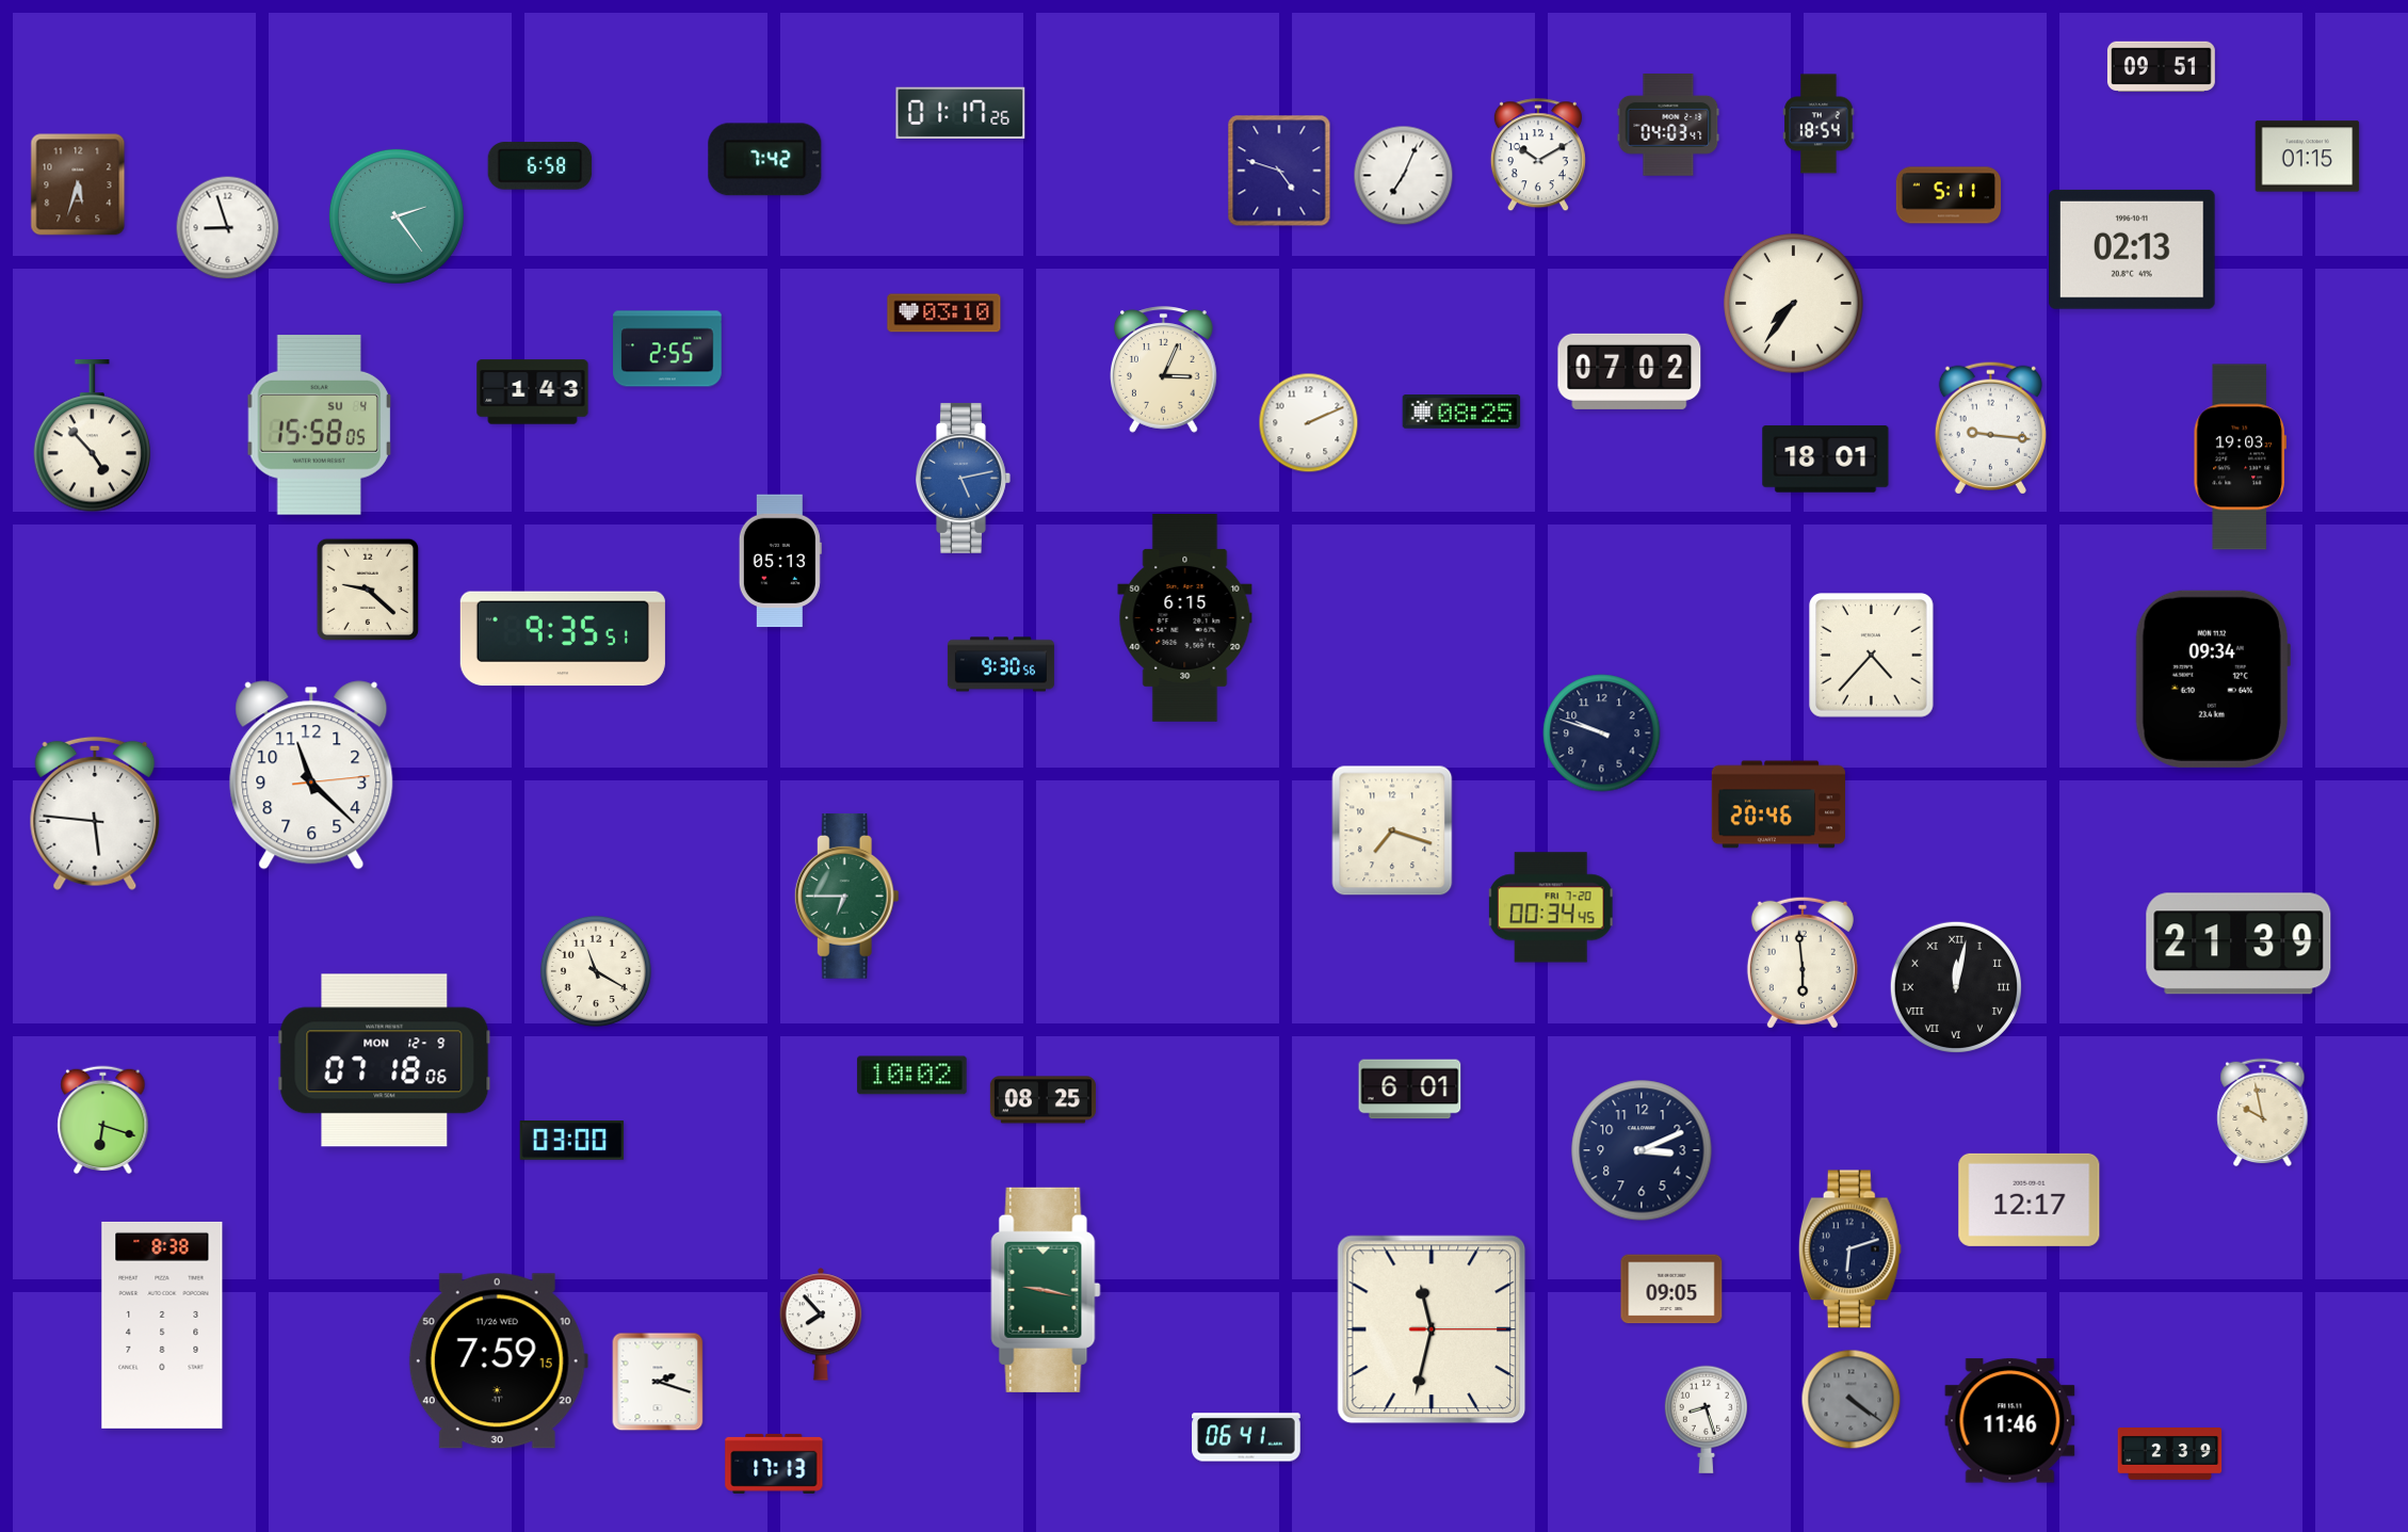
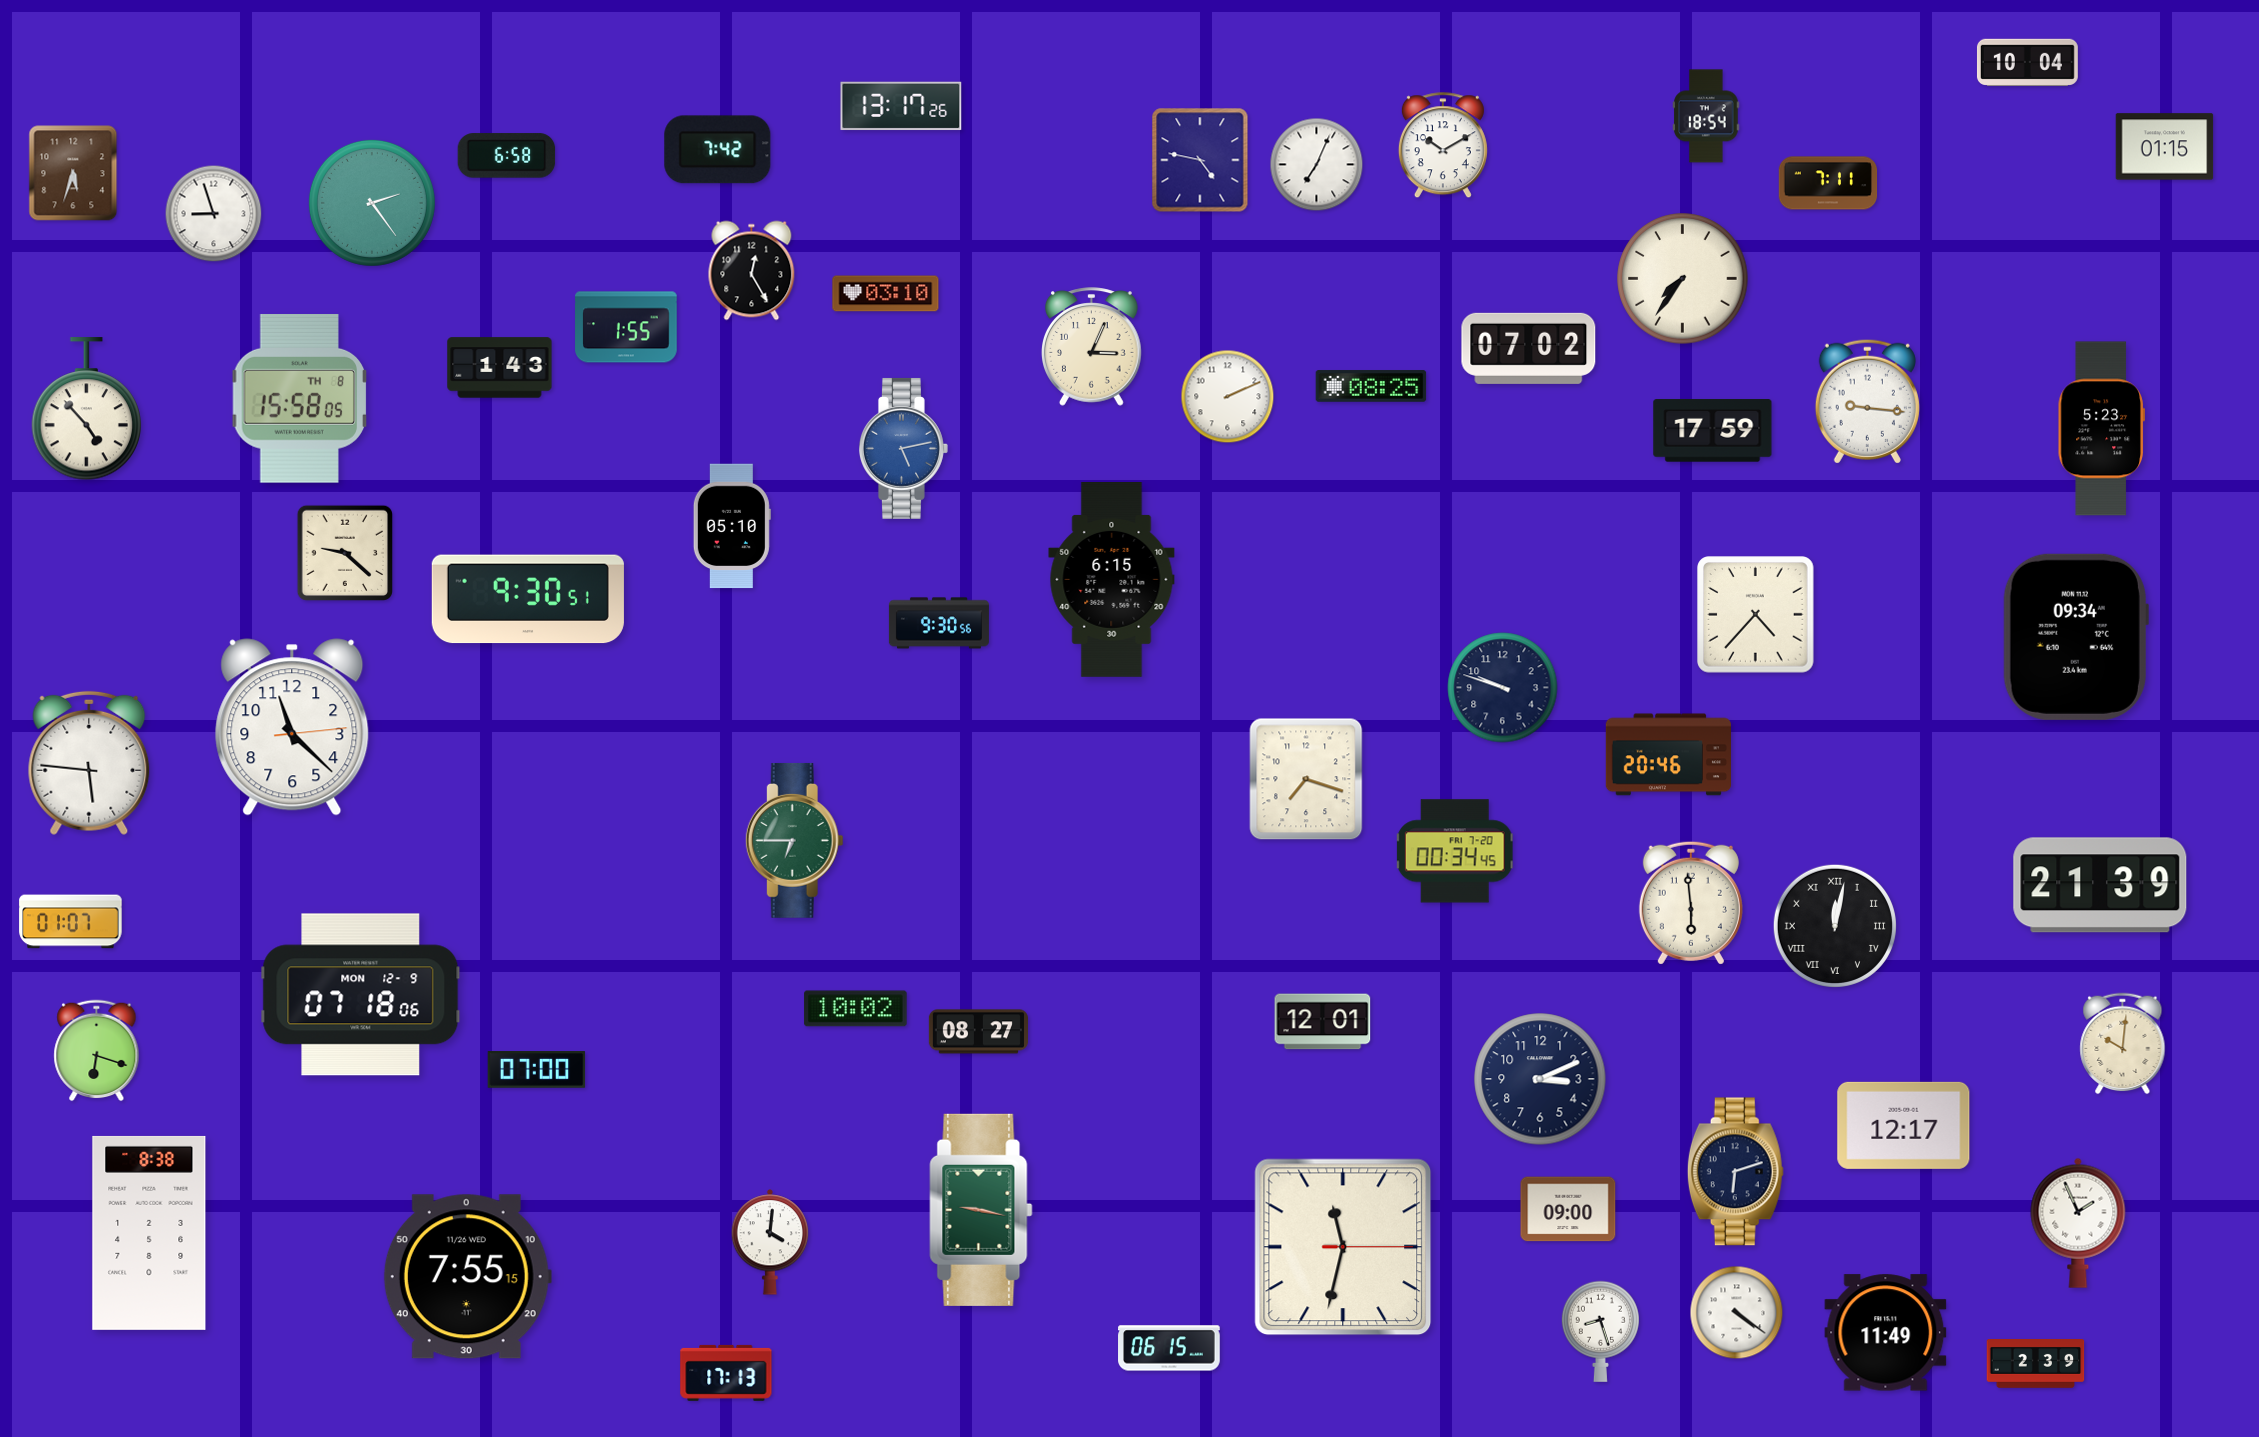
clock at (2161, 66): 09:51 -> 10:04
clock at (960, 113): 01:17 -> 13:17
clock at (1668, 126): 04:03 -> none
clock at (1279, 171): 4:48 -> 4:47
clock at (1949, 195): 5:11 -> 7:11
clock at (2133, 249): 02:13 -> none
clock at (752, 271): none -> 12:25
clock at (1794, 304) position: (1794, 304) -> (1683, 279)
clock at (667, 349): 2:55 -> 1:55
clock at (320, 424) date: SU 4 -> TH 8
clock at (2240, 457): 19:03 -> 5:23
clock at (1826, 459): 18:01 -> 17:59
clock at (780, 561): 05:13 -> 05:10
clock at (563, 639): 9:35 -> 9:30
clock at (596, 971): 11:20 -> none
clock at (71, 922): none -> 01:07
clock at (1410, 1090): 6:01 -> 12:01
clock at (1043, 1100): 08:25 -> 08:27
clock at (2263, 1113): 9:58 -> 10:01
clock at (572, 1141): 03:00 -> 07:00
clock at (1671, 1289): 09:05 -> 09:00
clock at (2078, 1223): none -> 1:56
clock at (821, 1324): 7:53 -> 4:01
clock at (162, 1325) position: (162, 1325) -> (149, 1233)
clock at (498, 1361): 7:59 -> 7:55
clock at (658, 1382): 2:18 -> none
clock at (1852, 1400) dial: grey -> white
clock at (2010, 1421): 11:46 -> 11:49
clock at (1246, 1437): 06:41 -> 06:15
